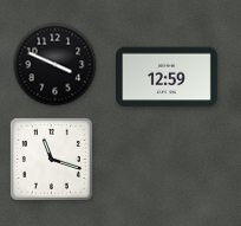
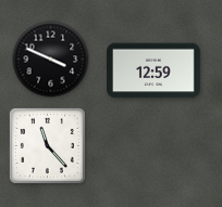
clock at (51, 159): 11:18 -> 11:23
